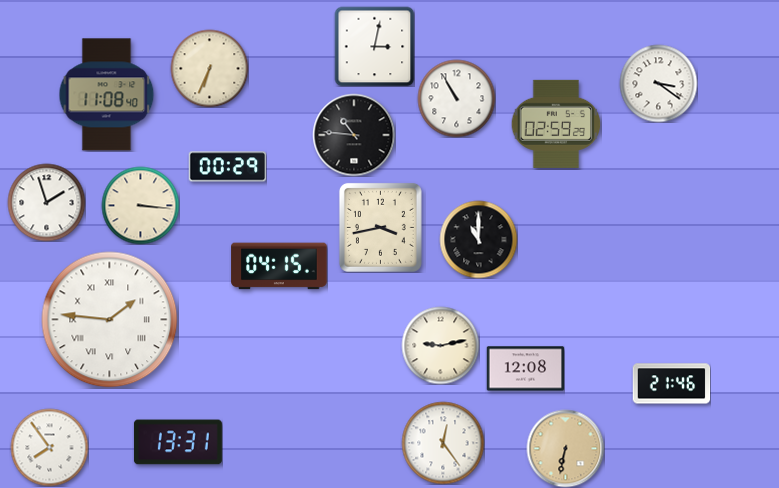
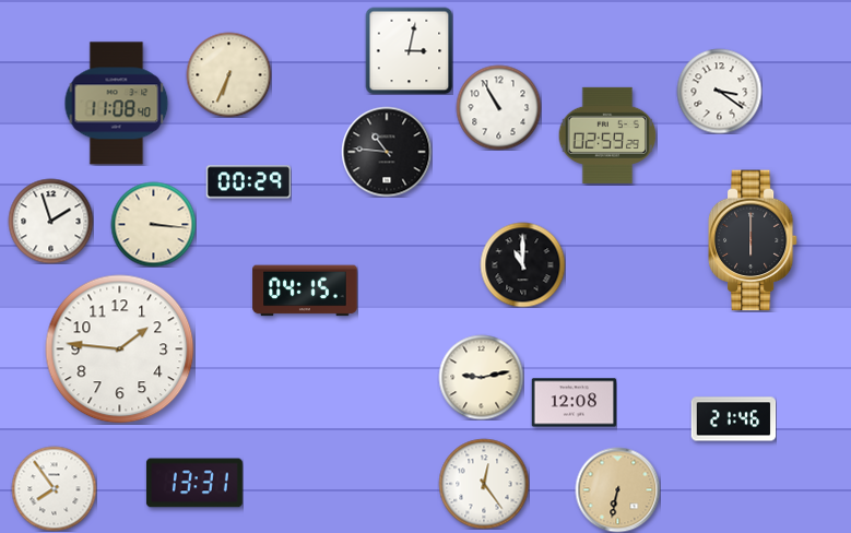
clock at (354, 135) position: (354, 135) -> (387, 152)
clock at (753, 240): none -> 6:00
clock at (380, 227): 3:43 -> none
clock at (478, 239) position: (478, 239) -> (522, 264)
clock at (110, 320) numerals: Roman -> Arabic
